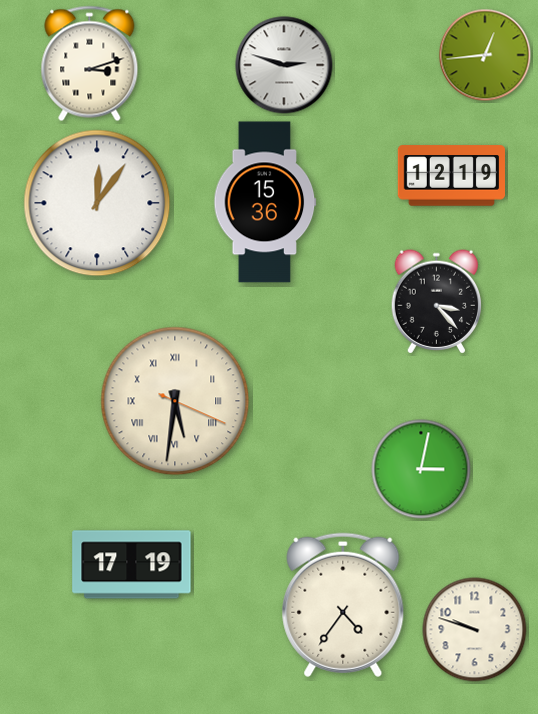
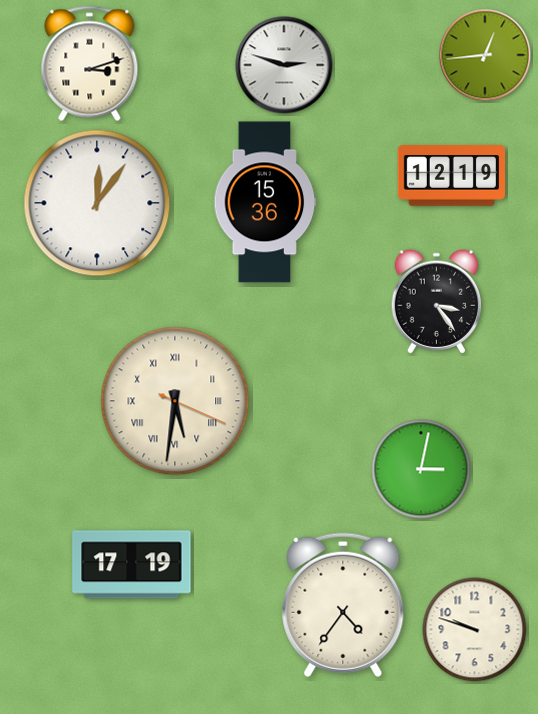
clock at (436, 302): 3:23 -> 3:24
